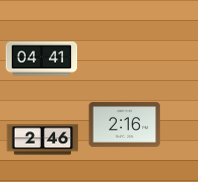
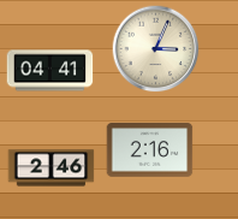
clock at (156, 49): none -> 3:04
